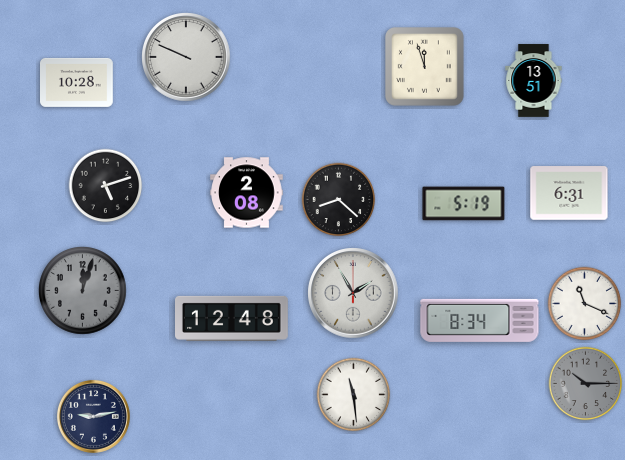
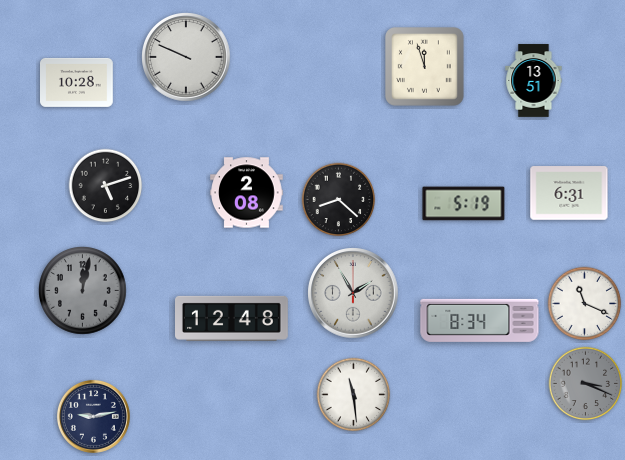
clock at (83, 291): 12:03 -> 12:02
clock at (586, 384): 10:15 -> 3:19
